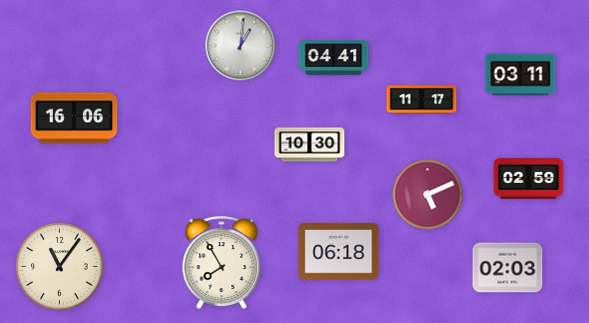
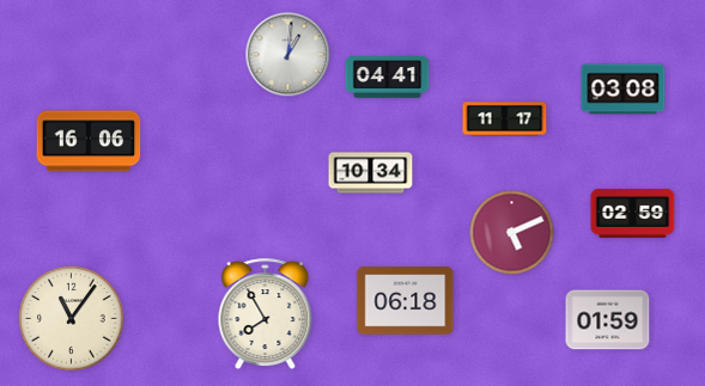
clock at (334, 58) position: (334, 58) -> (388, 78)
clock at (521, 75): 03:11 -> 03:08
clock at (310, 145): 10:30 -> 10:34
clock at (508, 268): 02:03 -> 01:59
